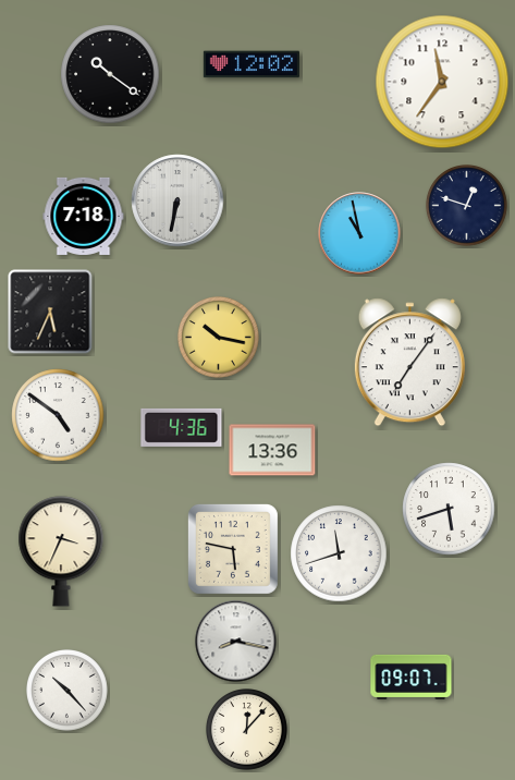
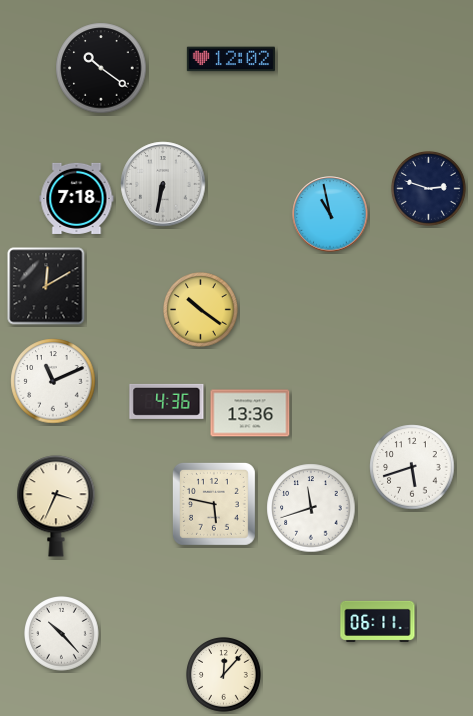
clock at (442, 82): 11:36 -> none
clock at (467, 206): 12:48 -> 2:48
clock at (50, 312): 5:34 -> 12:10
clock at (219, 338): 10:17 -> 10:21
clock at (409, 363): 7:06 -> none
clock at (58, 415): 4:51 -> 11:11
clock at (182, 427) position: (182, 427) -> (167, 401)
clock at (236, 642): 8:17 -> none
clock at (412, 677): 09:07 -> 06:11
clock at (247, 730) position: (247, 730) -> (224, 675)
